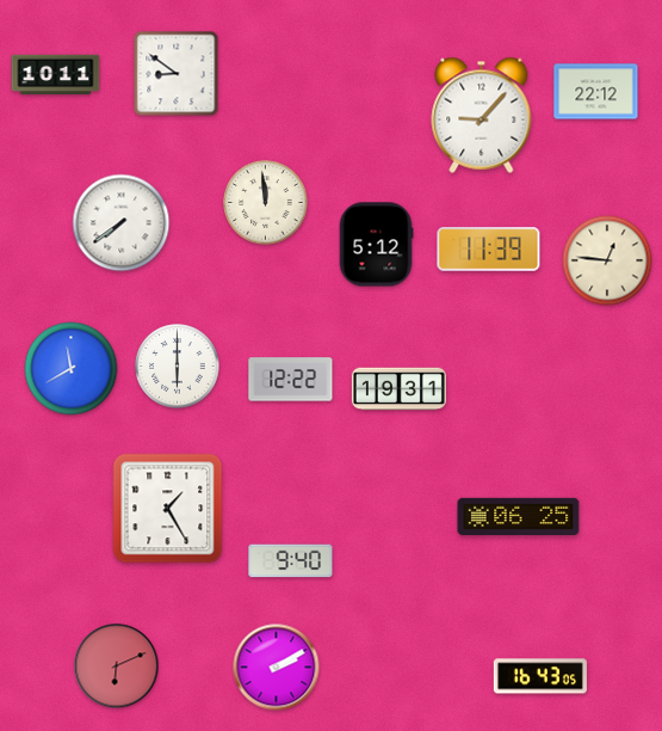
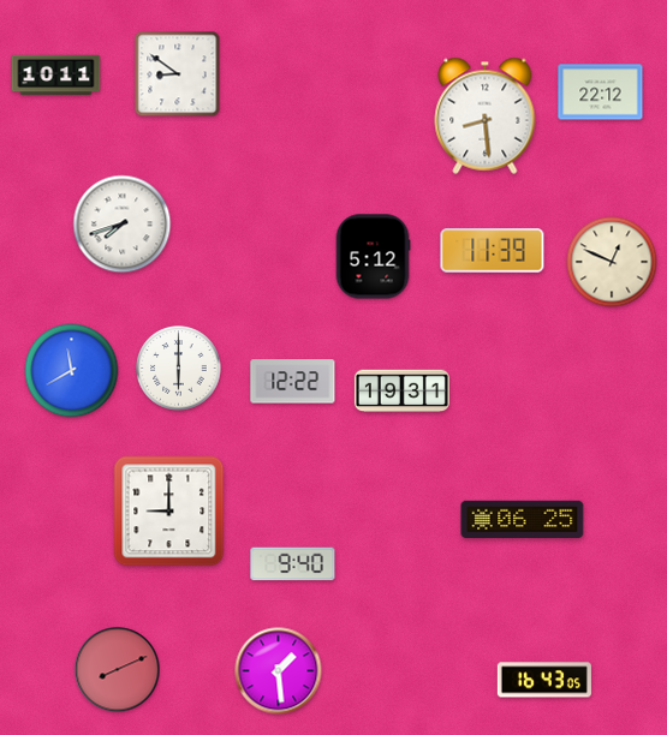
clock at (482, 115): 9:07 -> 8:29
clock at (266, 203): 11:59 -> none
clock at (122, 223): 7:39 -> 7:42
clock at (376, 245) position: (376, 245) -> (373, 257)
clock at (607, 260): 12:46 -> 12:49
clock at (168, 509): 1:25 -> 9:00
clock at (117, 666): 6:11 -> 8:11
clock at (277, 668): 2:10 -> 1:29
